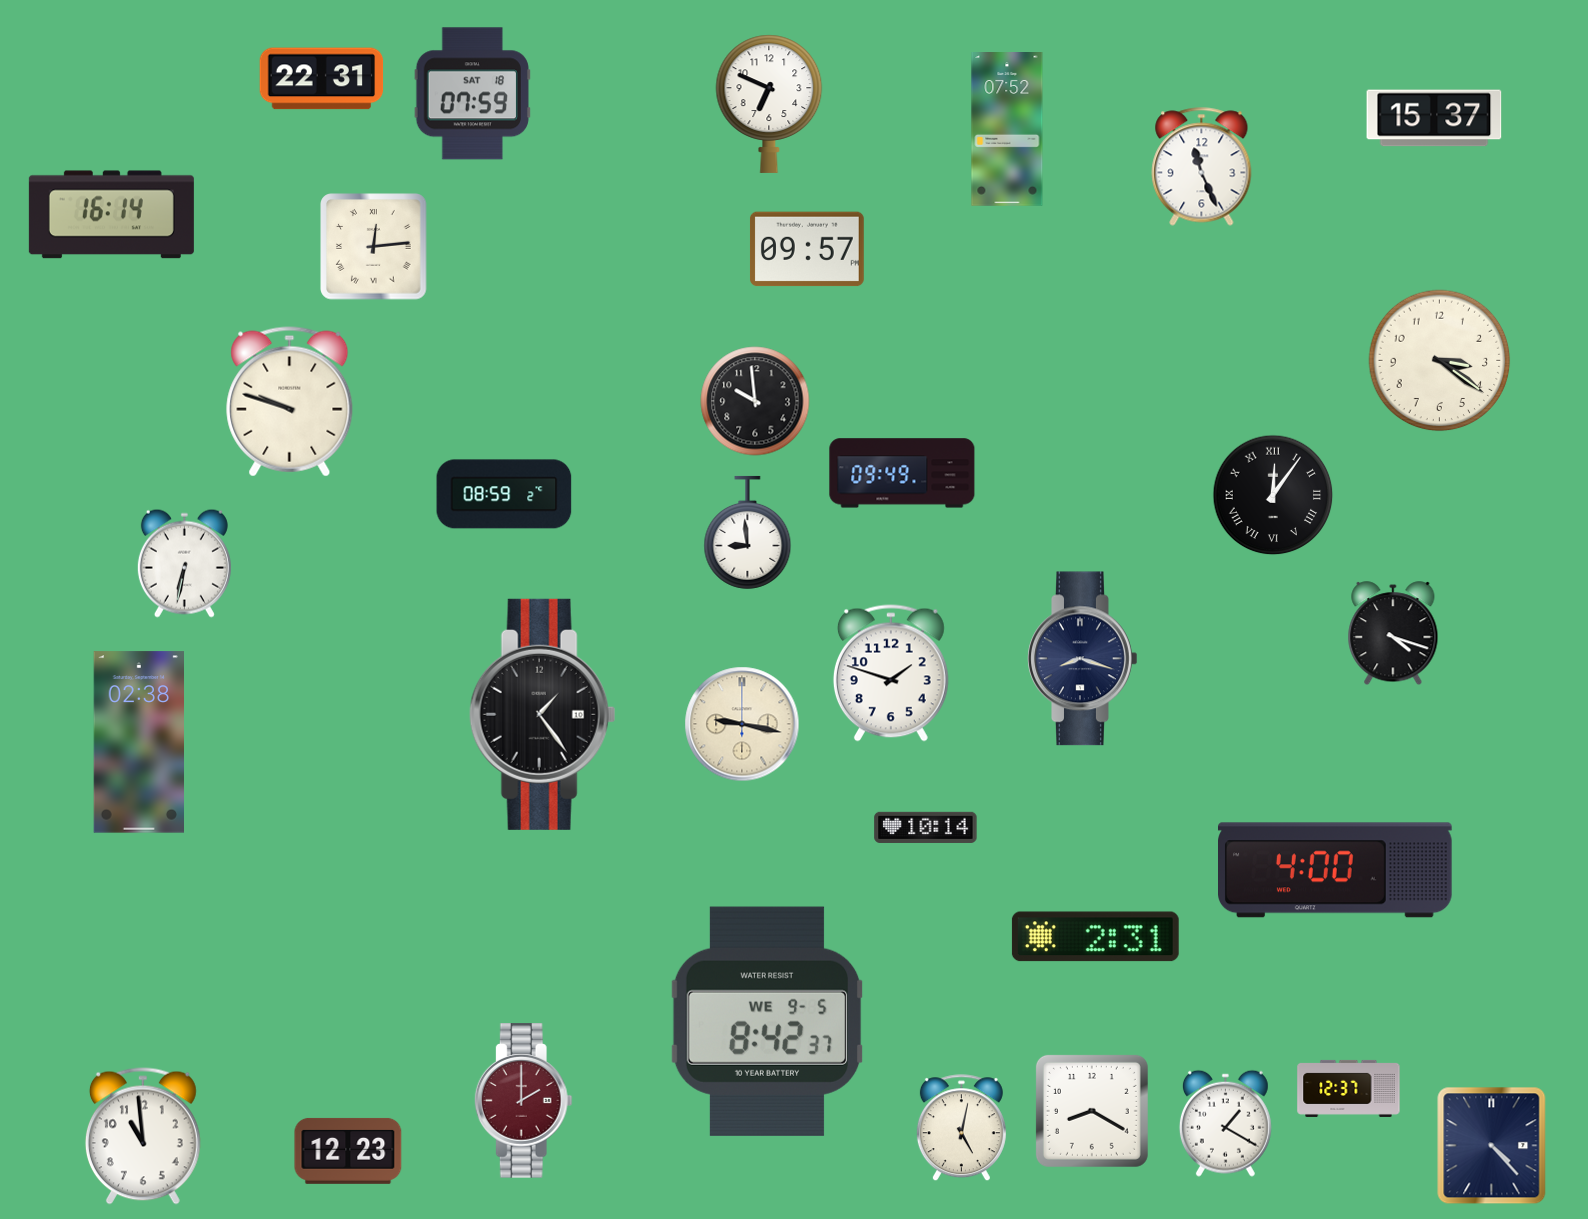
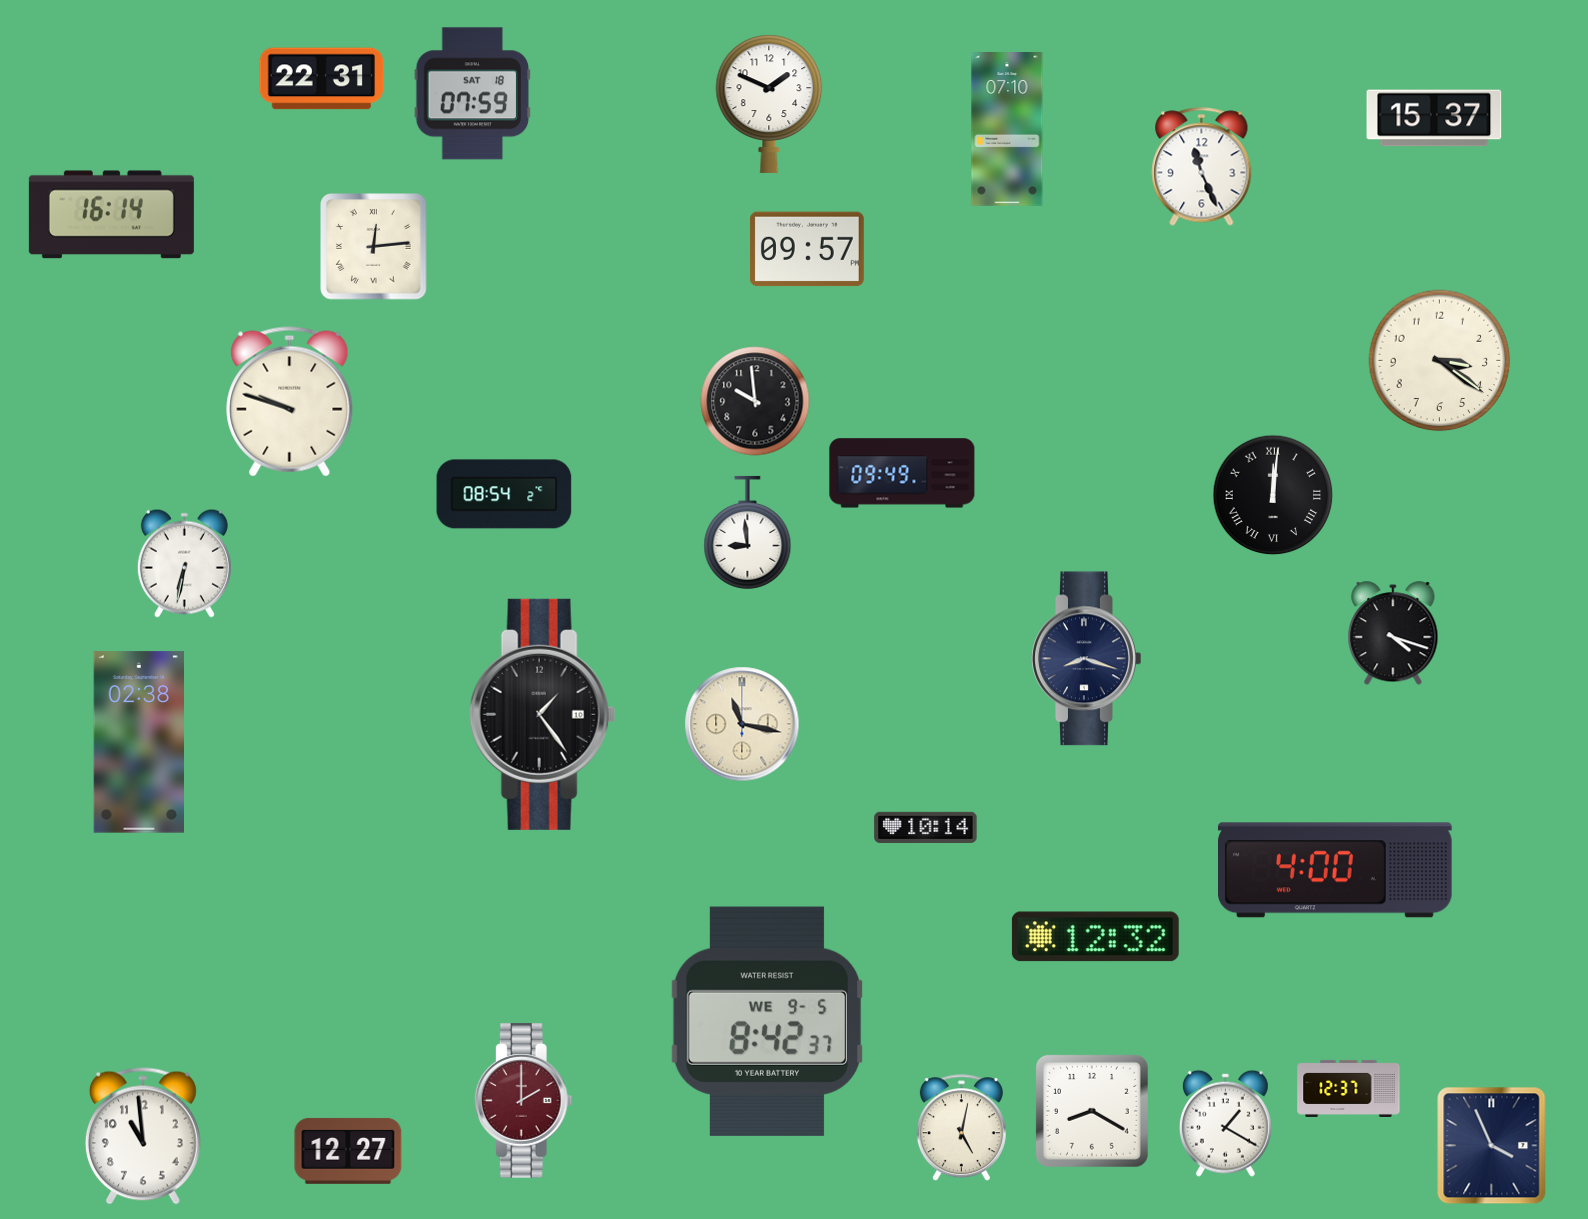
clock at (769, 104): 6:49 -> 1:49
clock at (1007, 129): 07:52 -> 07:10
clock at (504, 494): 08:59 -> 08:54
clock at (1273, 495): 12:06 -> 12:01
clock at (1083, 659) position: (1083, 659) -> (1087, 659)
clock at (891, 673): 1:48 -> none
clock at (742, 724): 9:17 -> 11:17
clock at (1095, 937): 2:31 -> 12:32
clock at (1492, 1146): 4:23 -> 3:56
clock at (348, 1151): 12:23 -> 12:27
